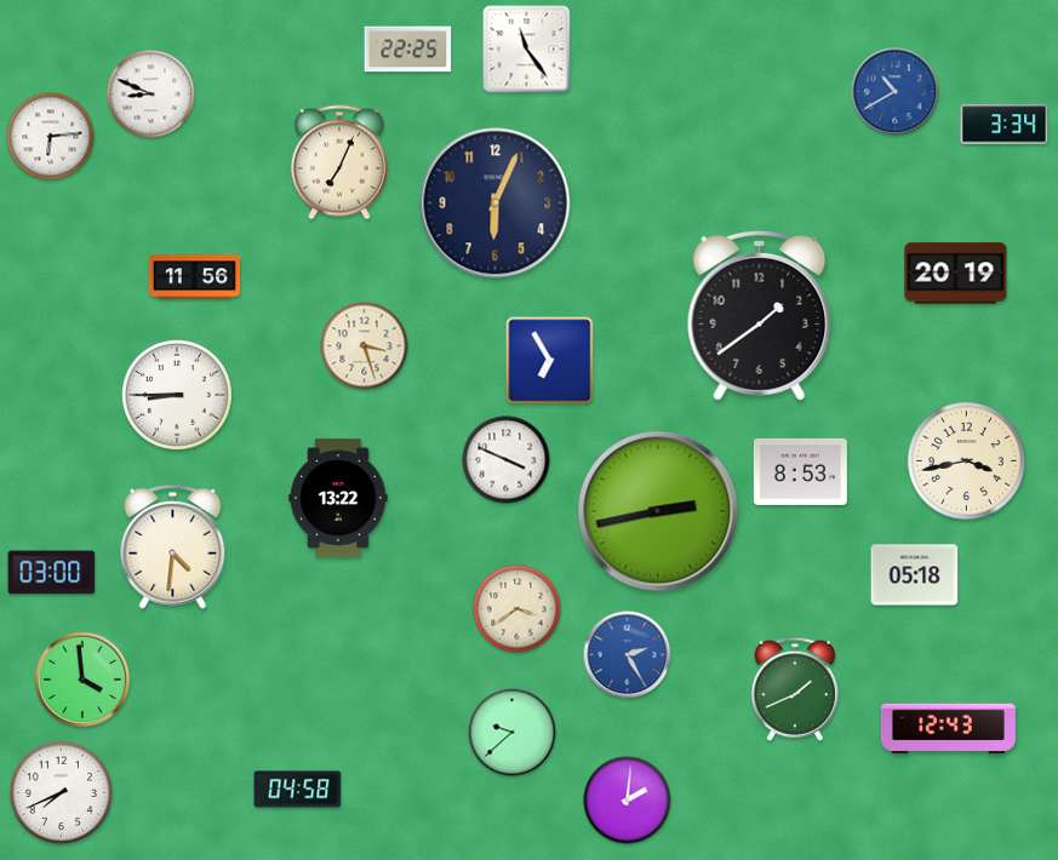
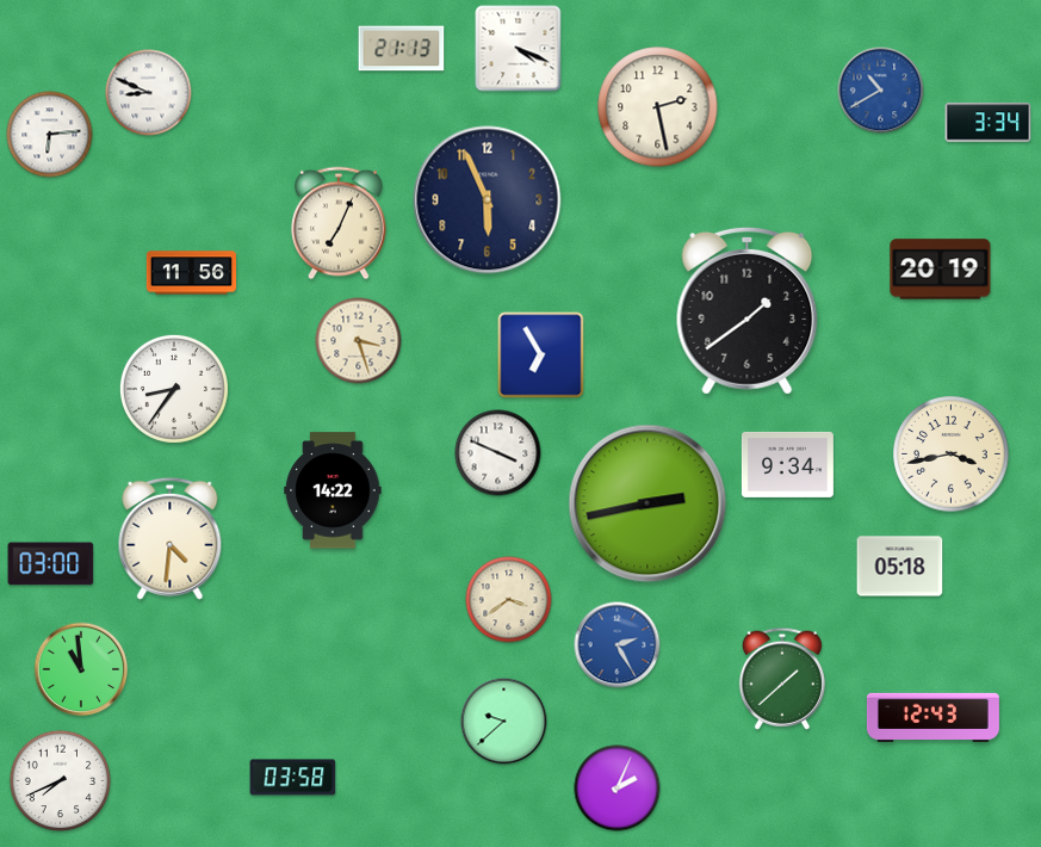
clock at (408, 50): 22:25 -> 21:13
clock at (527, 50): 11:24 -> 4:19
clock at (658, 107): none -> 2:28
clock at (341, 162) position: (341, 162) -> (340, 223)
clock at (496, 203): 6:04 -> 5:56
clock at (177, 395): 8:45 -> 8:36
clock at (800, 471): 8:53 -> 9:34
clock at (338, 498): 13:22 -> 14:22
clock at (82, 680): 3:59 -> 10:59
clock at (795, 689): 1:41 -> 1:38
clock at (298, 790): 04:58 -> 03:58
clock at (628, 801): 2:01 -> 2:04
